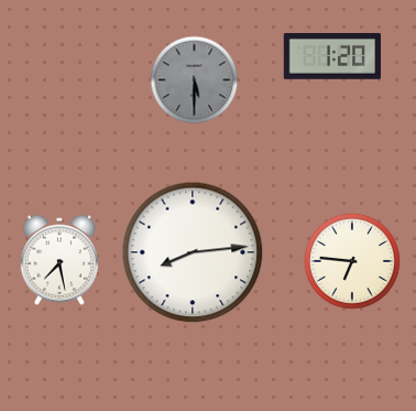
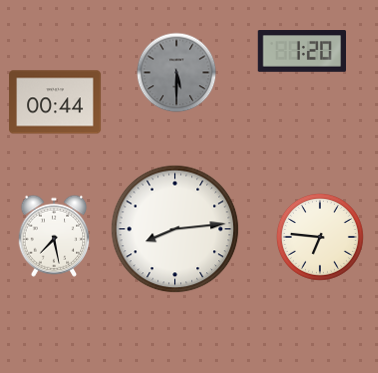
clock at (55, 102): none -> 00:44
